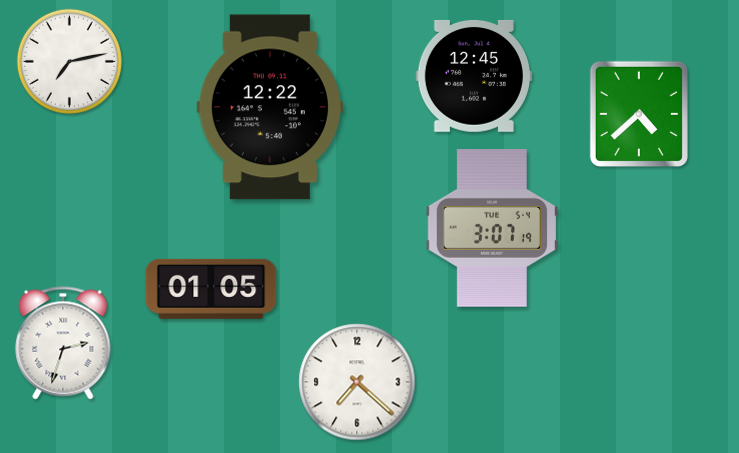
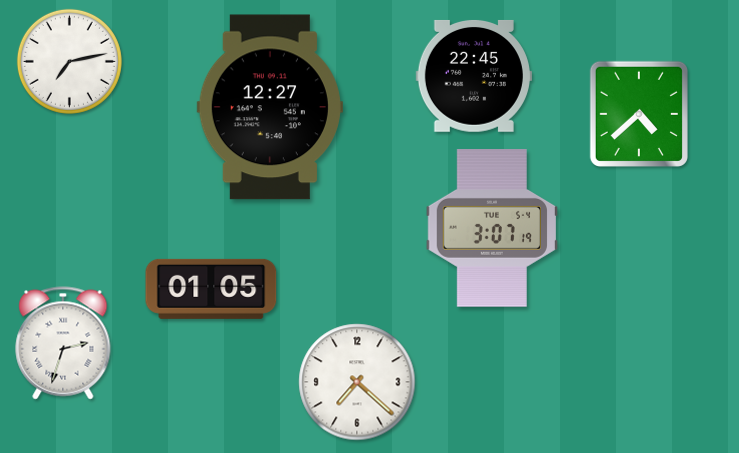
clock at (474, 76): 12:45 -> 22:45
clock at (270, 107): 12:22 -> 12:27
